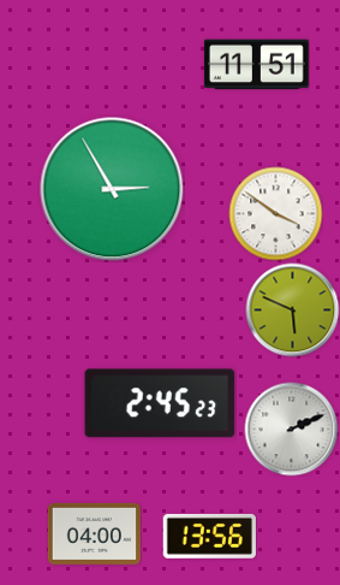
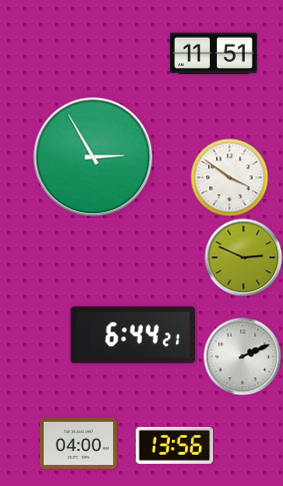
clock at (292, 309): 5:49 -> 2:49
clock at (160, 403): 2:45 -> 6:44
